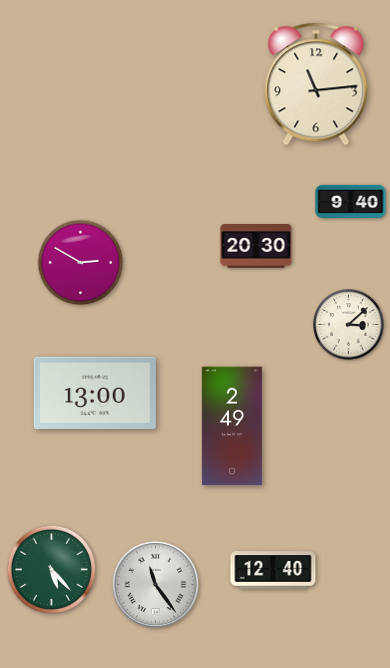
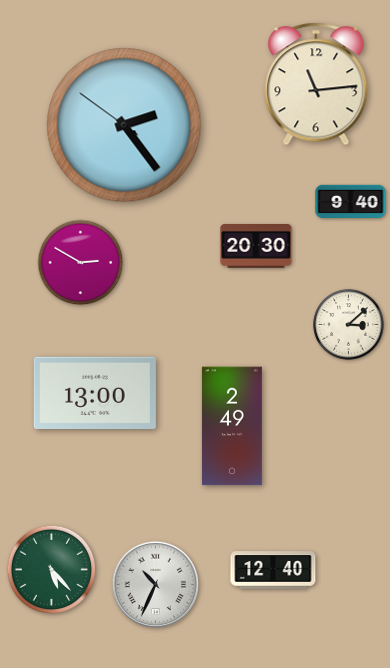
clock at (124, 125): none -> 2:23
clock at (156, 585): 11:24 -> 10:34
